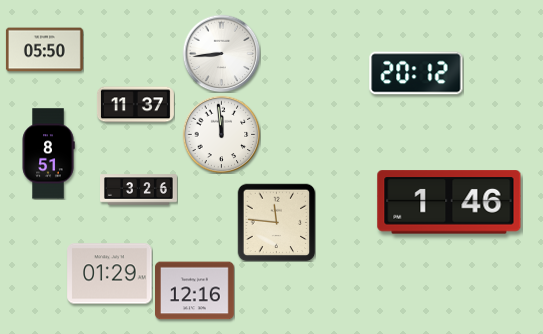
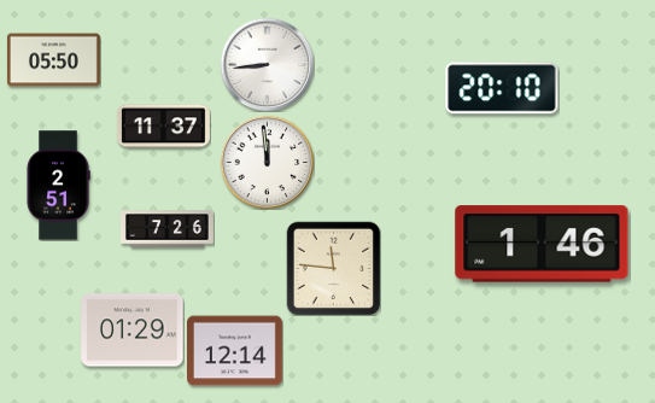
clock at (416, 73): 20:12 -> 20:10
clock at (48, 154): 8:51 -> 2:51
clock at (139, 190): 3:26 -> 7:26
clock at (195, 291): 12:16 -> 12:14
